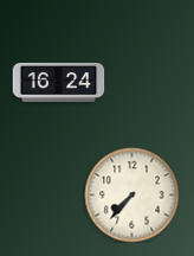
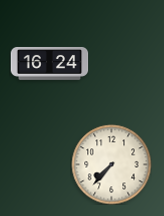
clock at (58, 82) position: (58, 82) -> (49, 63)
